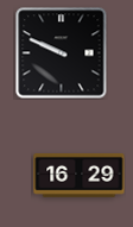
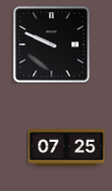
clock at (80, 175): 16:29 -> 07:25
